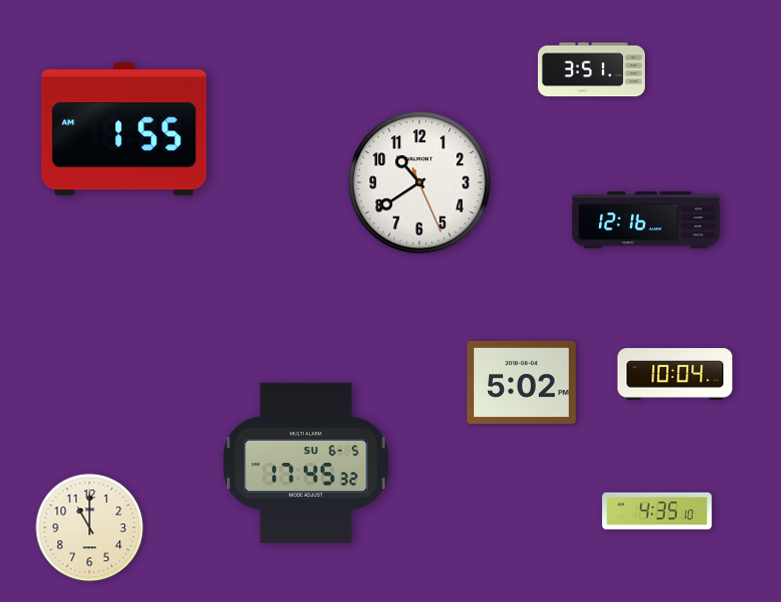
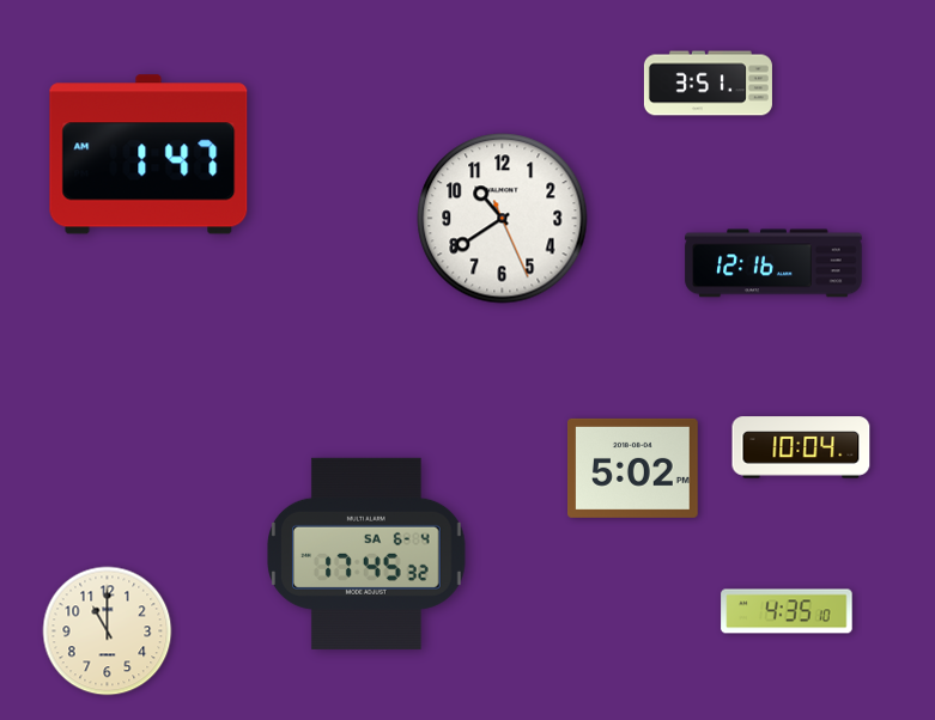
clock at (124, 129): 1:55 -> 1:47
clock at (675, 374) position: (675, 374) -> (801, 447)
clock at (522, 382) position: (522, 382) -> (633, 468)
clock at (307, 463) date: SU 6-5 -> SA 6-4
